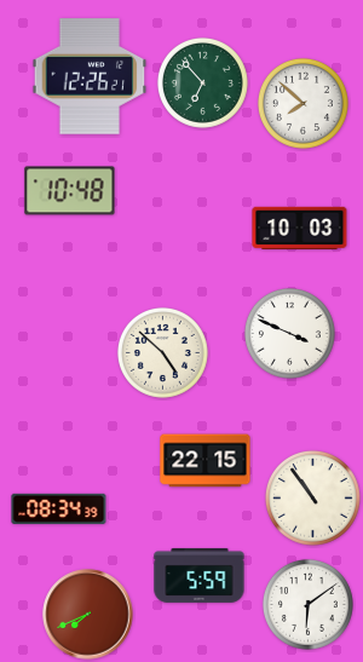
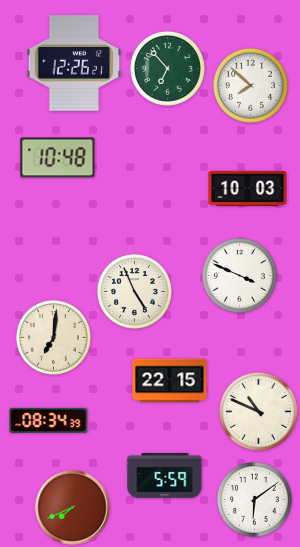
clock at (162, 352): 4:52 -> 4:56
clock at (53, 337): none -> 7:01
clock at (313, 499): 10:54 -> 10:49
